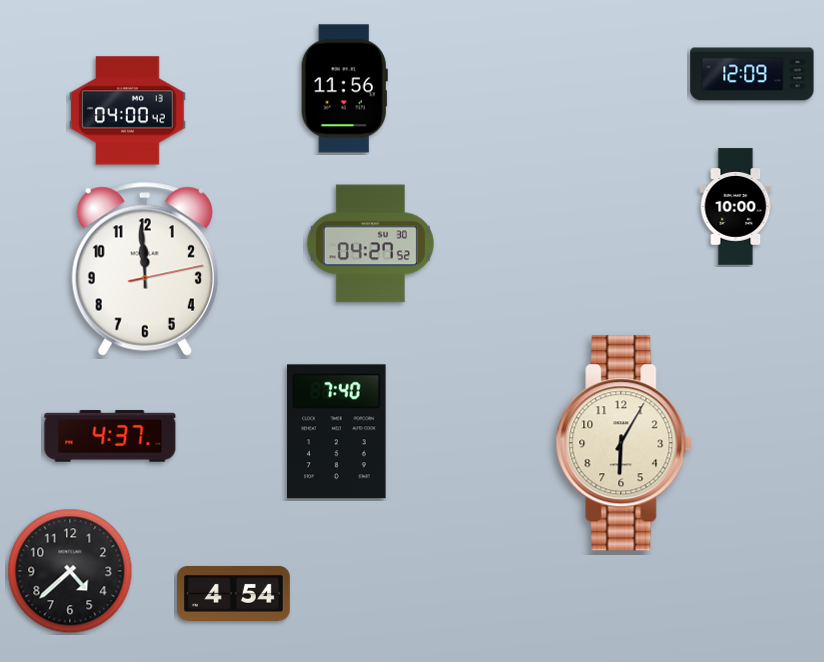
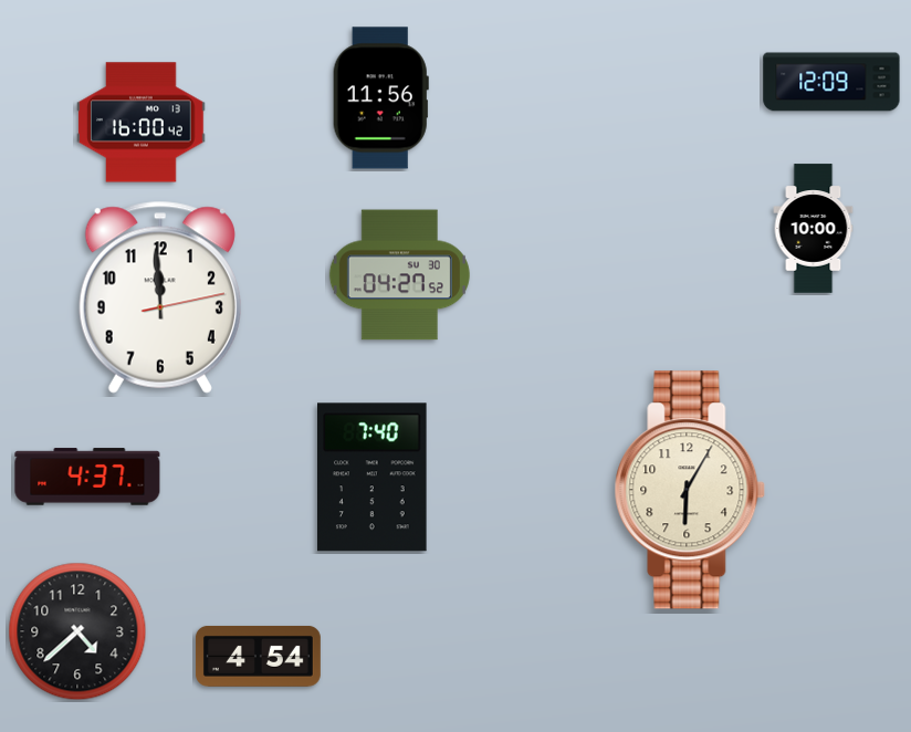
clock at (128, 111): 04:00 -> 16:00
clock at (370, 244) position: (370, 244) -> (399, 275)
clock at (110, 436) position: (110, 436) -> (87, 477)
